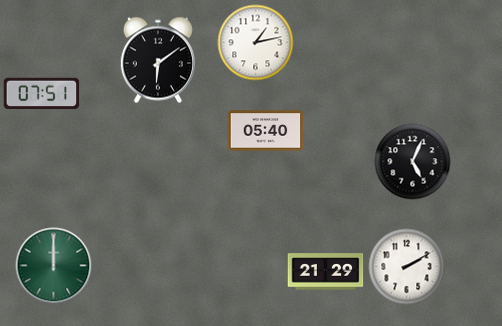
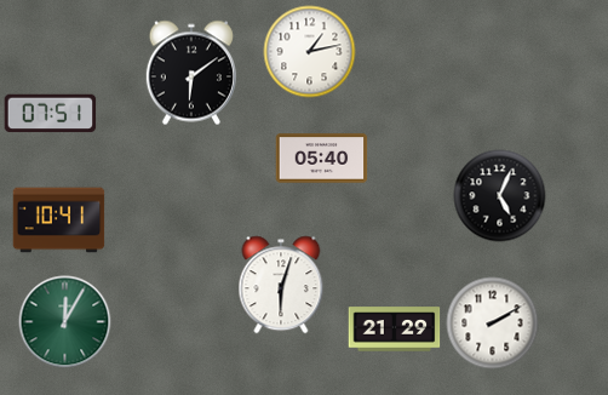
clock at (59, 221): none -> 10:41
clock at (281, 285): none -> 6:03
clock at (54, 266): 12:00 -> 12:05
